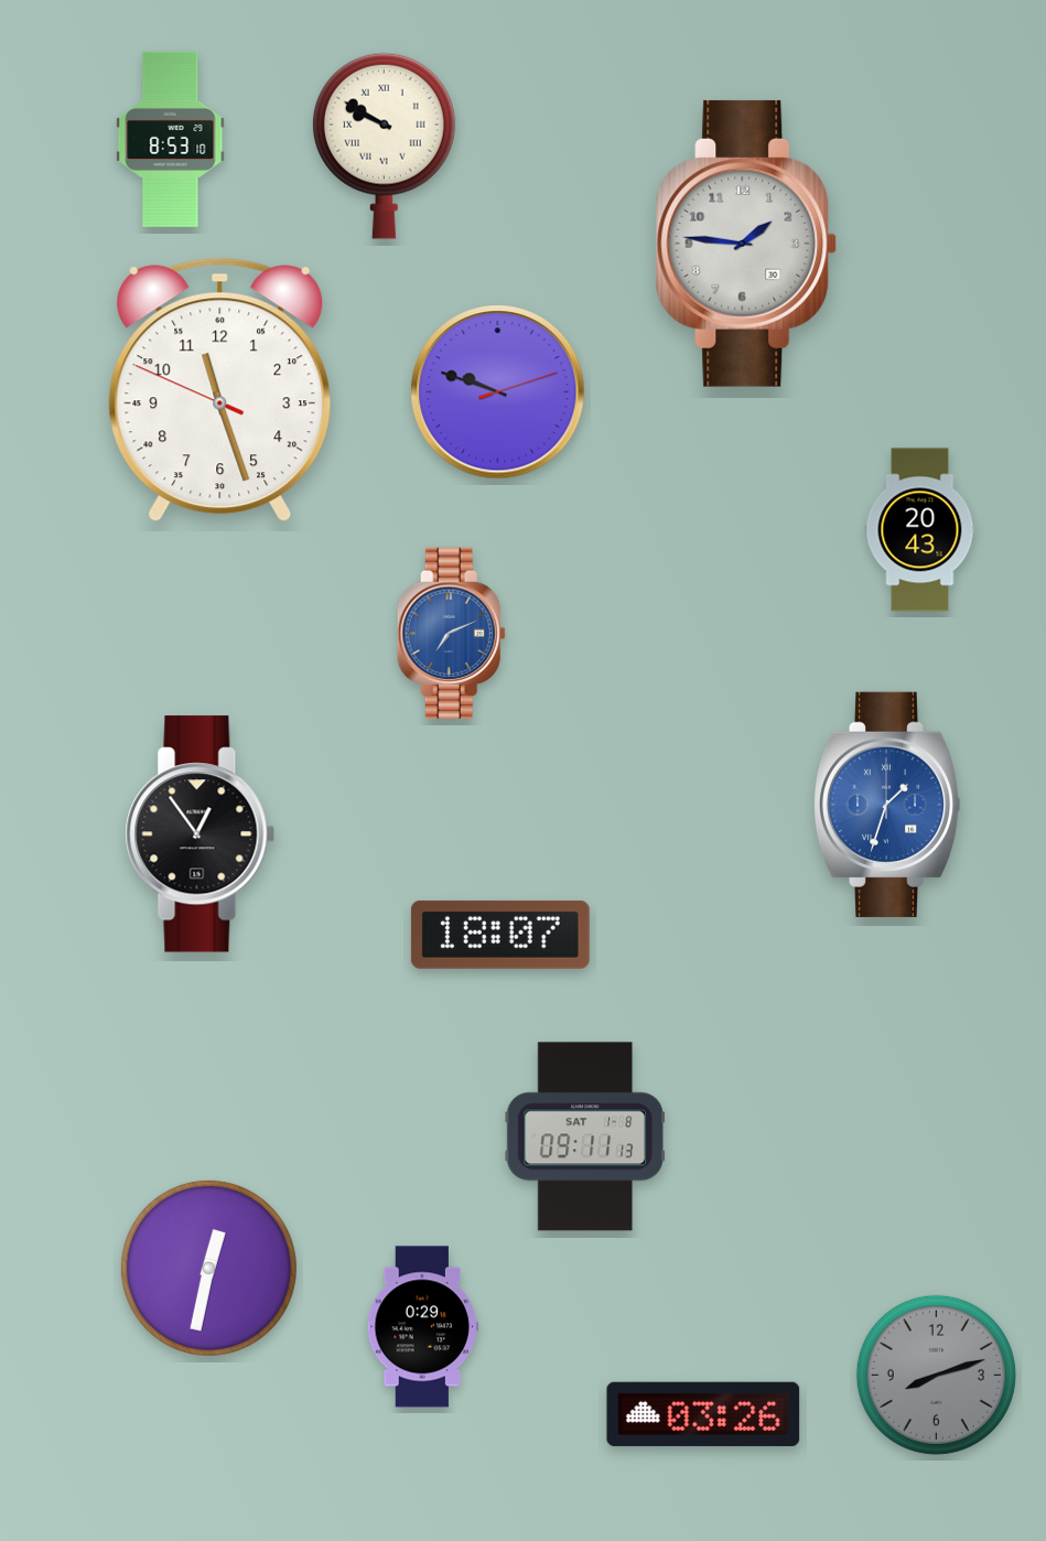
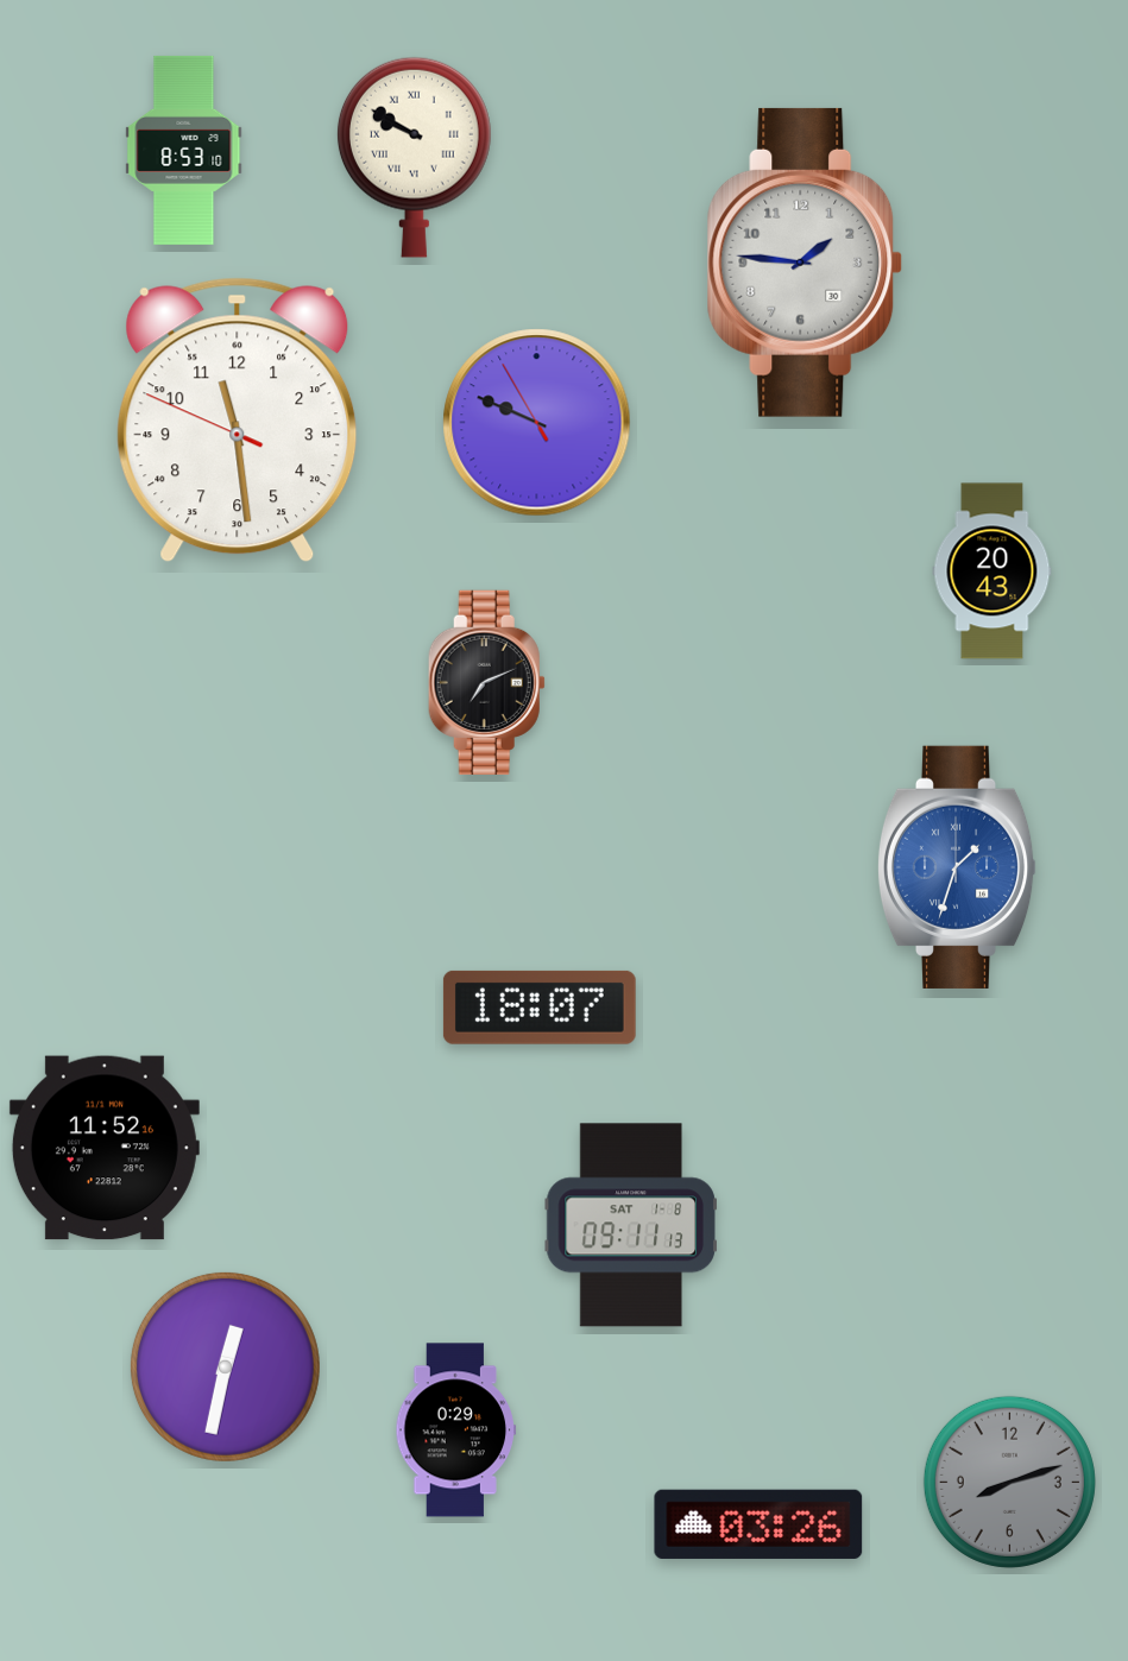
clock at (220, 390): 11:26 -> 11:28
clock at (498, 392): 9:48:12 -> 9:48:55
clock at (451, 633) dial: blue -> black
clock at (201, 834): 12:54 -> none
clock at (105, 1148): none -> 11:52
